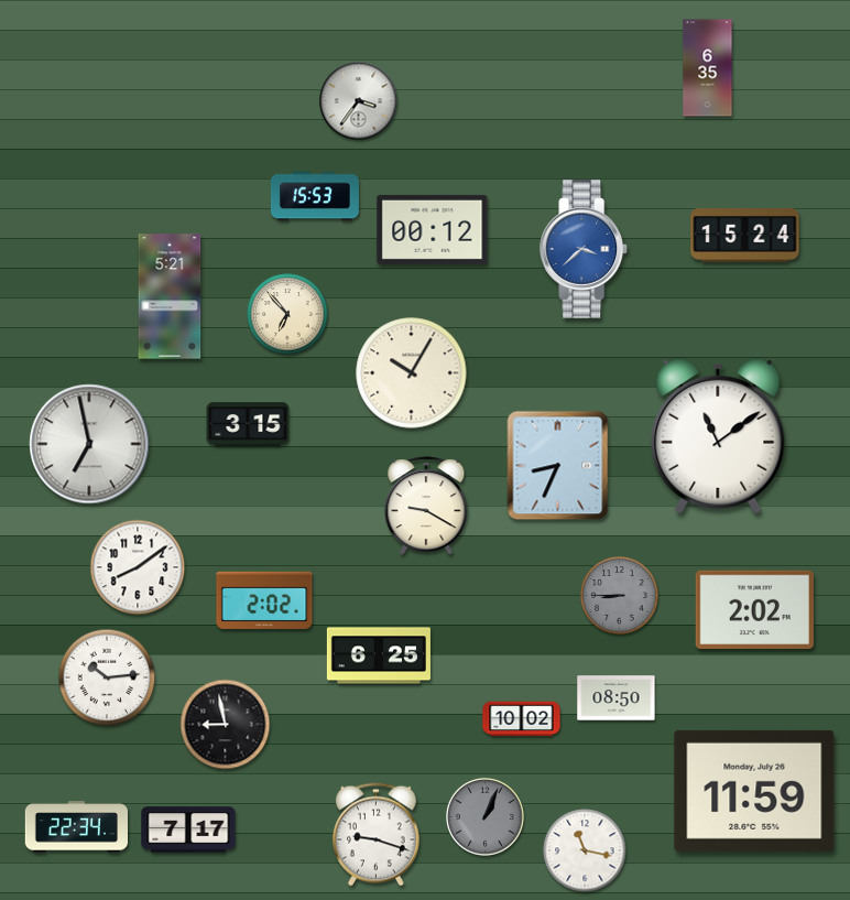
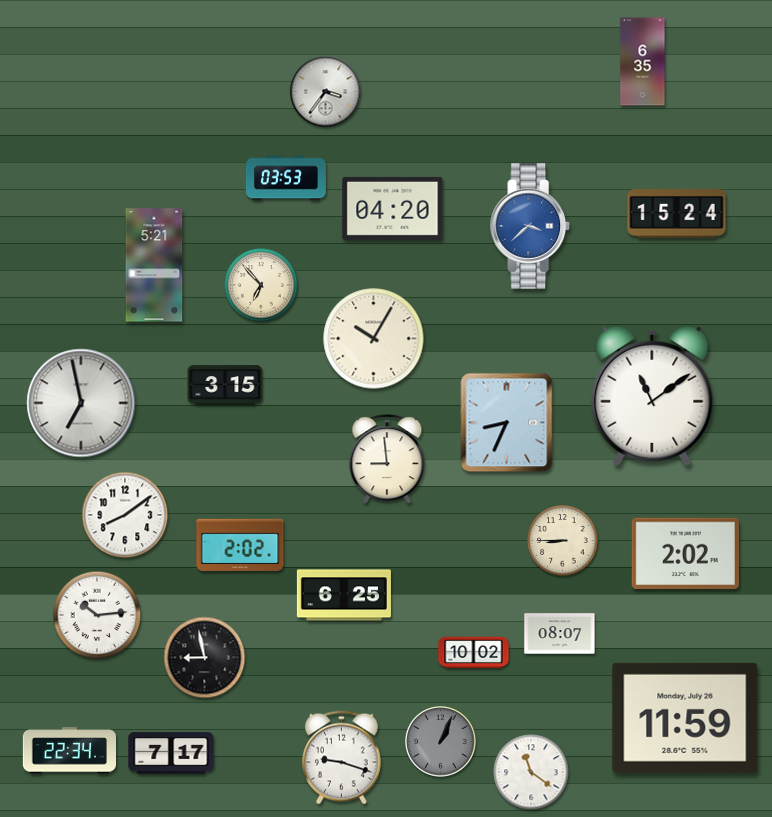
clock at (315, 196): 15:53 -> 03:53
clock at (433, 229): 00:12 -> 04:20
clock at (170, 296) position: (170, 296) -> (154, 265)
clock at (426, 507): 9:20 -> 8:59
clock at (620, 596) dial: grey -> cream
clock at (617, 698): 08:50 -> 08:07
clock at (585, 850): 11:17 -> 11:21
